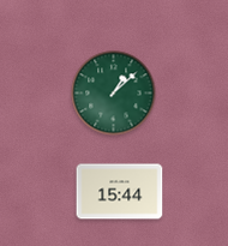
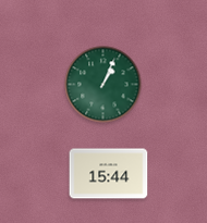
clock at (114, 94): 1:08 -> 1:04
